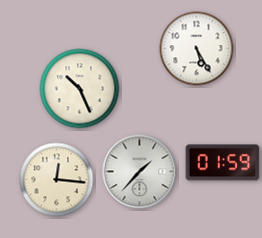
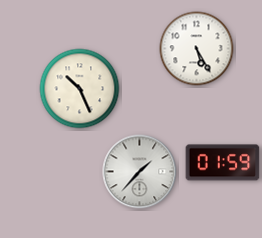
clock at (57, 180): 12:16 -> none
